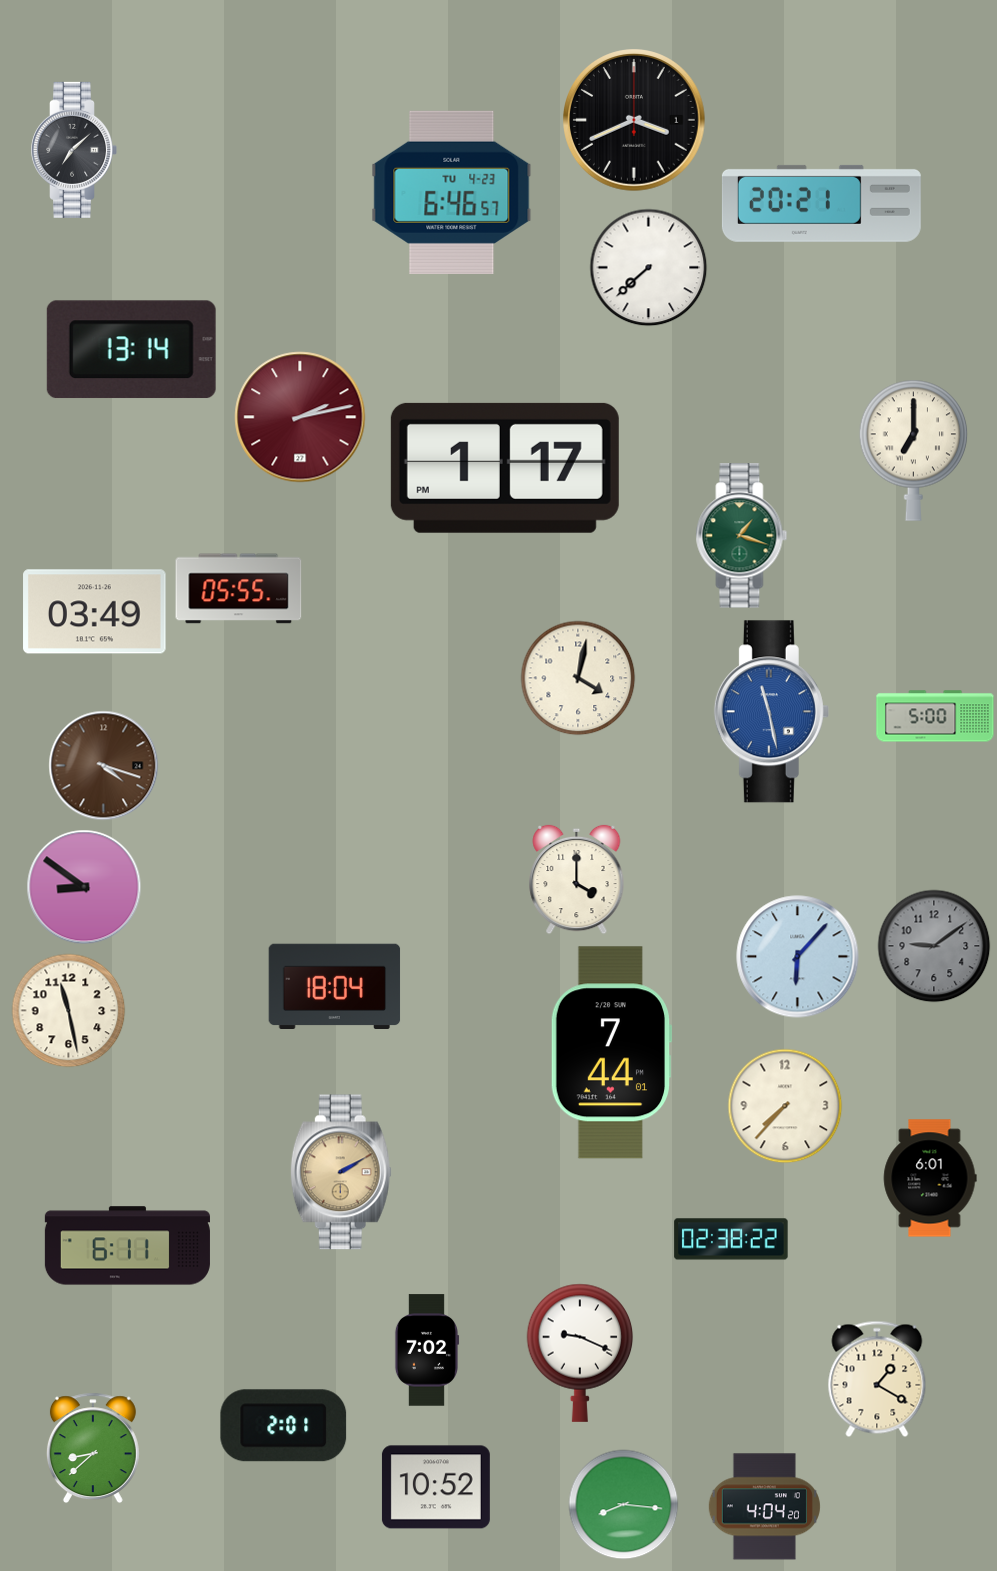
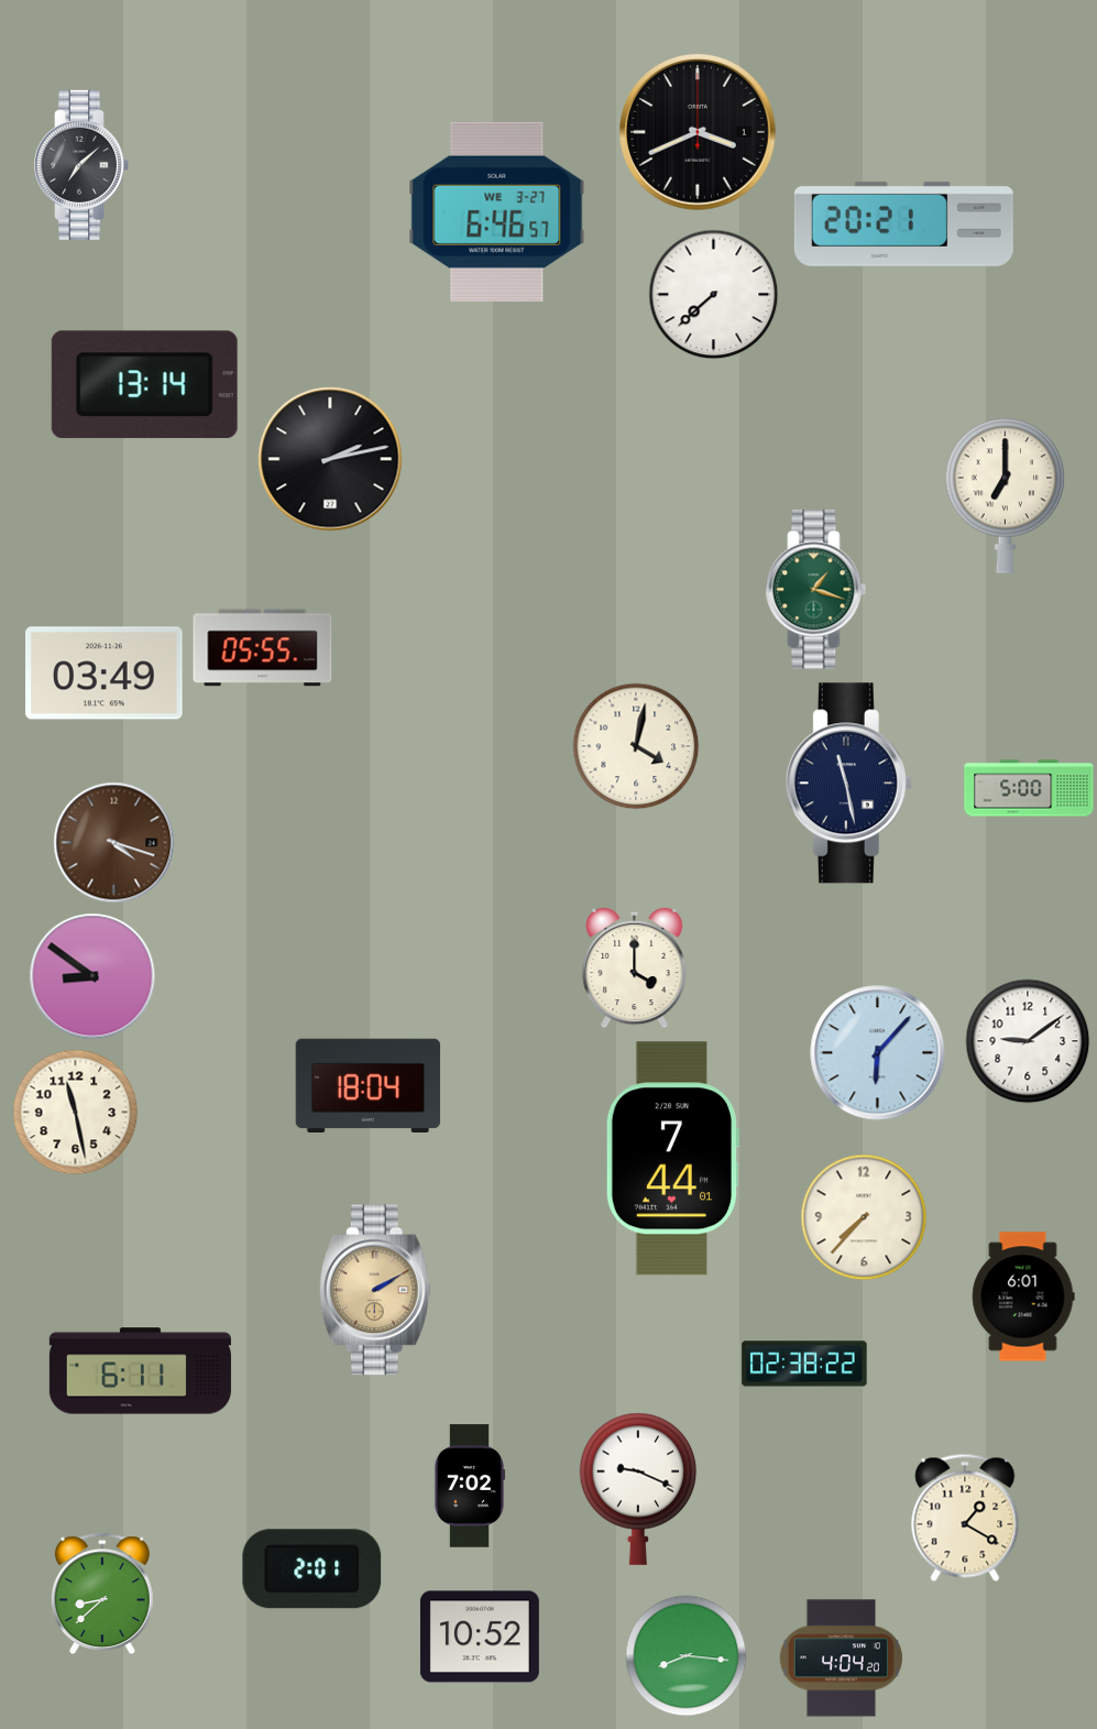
clock at (452, 192) date: TU 4-23 -> WE 3-27
clock at (300, 417) dial: burgundy -> black
clock at (505, 468): 1:17 -> none
clock at (771, 712) dial: blue -> navy
clock at (934, 946) dial: grey -> white
